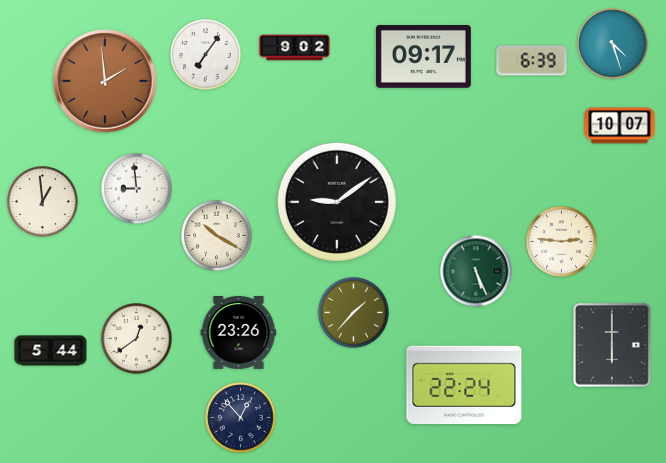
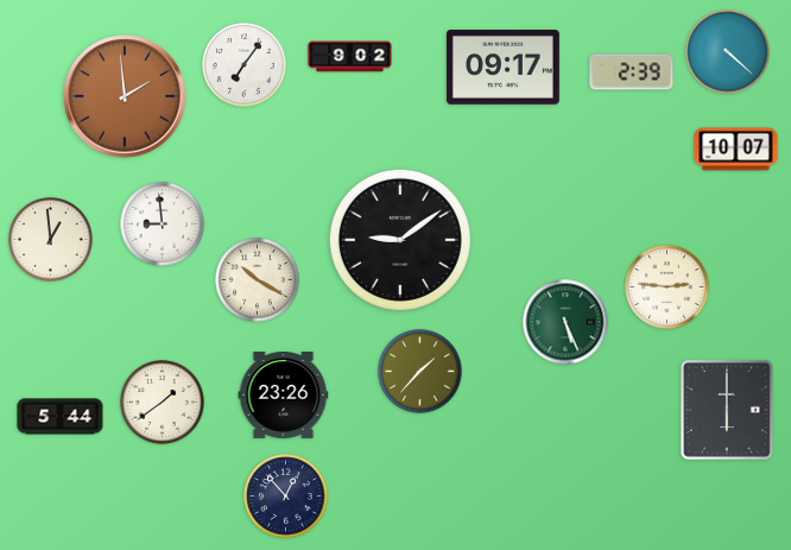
clock at (613, 44): 4:27 -> 4:22
clock at (532, 61): 6:39 -> 2:39
clock at (137, 339): 12:39 -> 1:39
clock at (464, 384): 22:24 -> none
